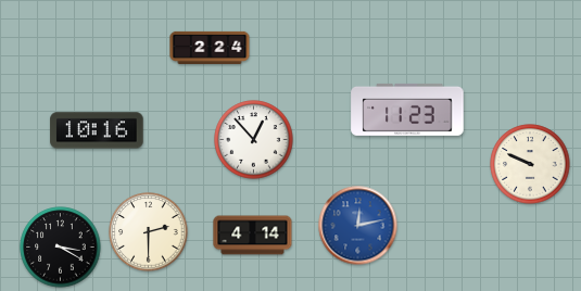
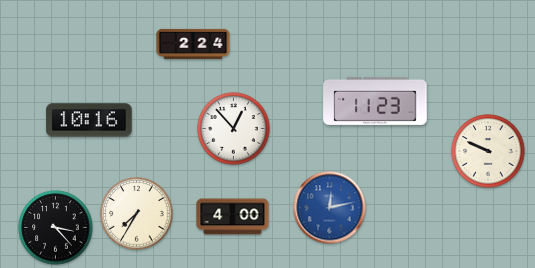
clock at (149, 232): 2:30 -> 7:35
clock at (253, 236): 4:14 -> 4:00
clock at (61, 248): 3:20 -> 3:23
